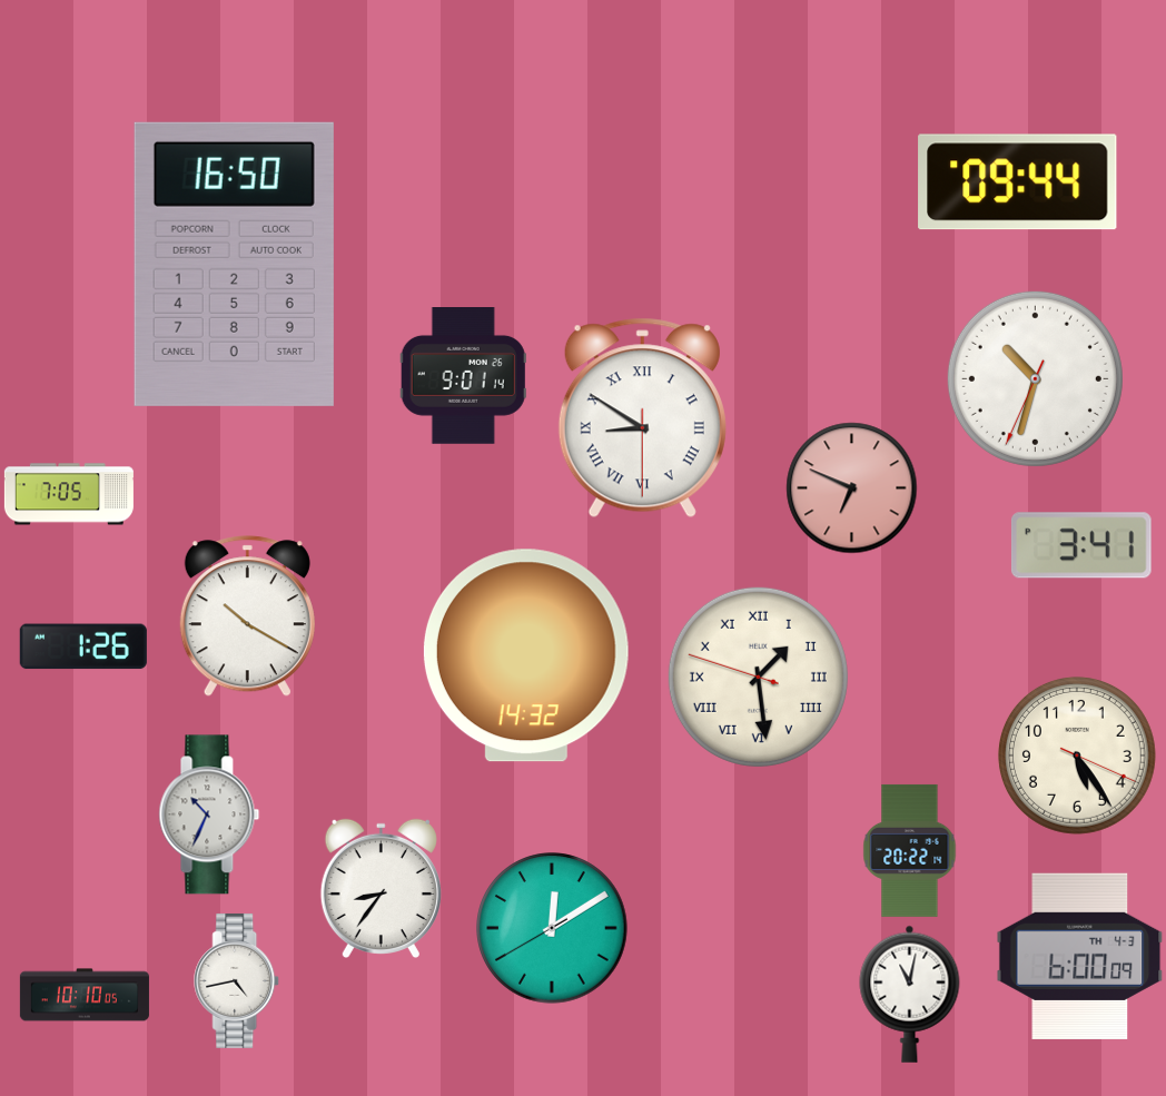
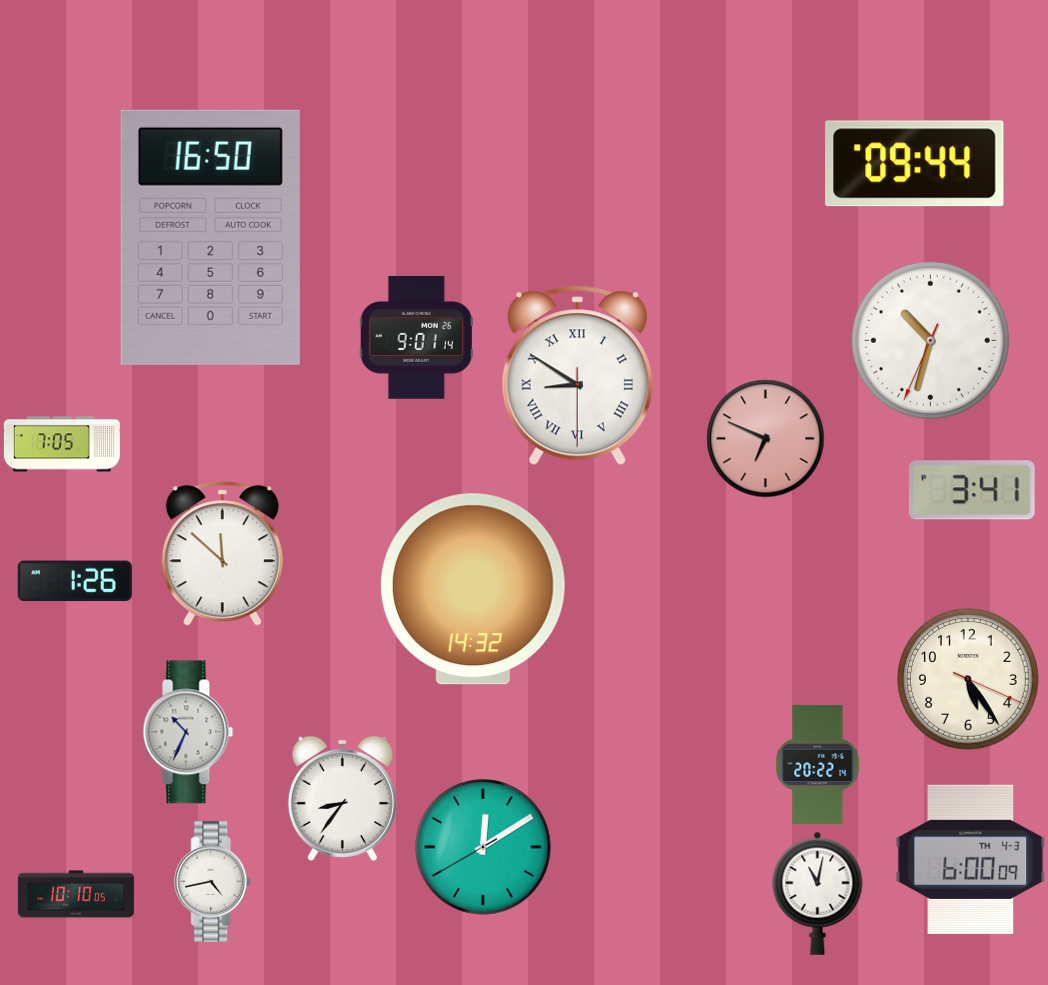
clock at (247, 616): 10:20 -> 11:52
clock at (758, 677): 1:28 -> none
clock at (552, 928) position: (552, 928) -> (483, 847)
